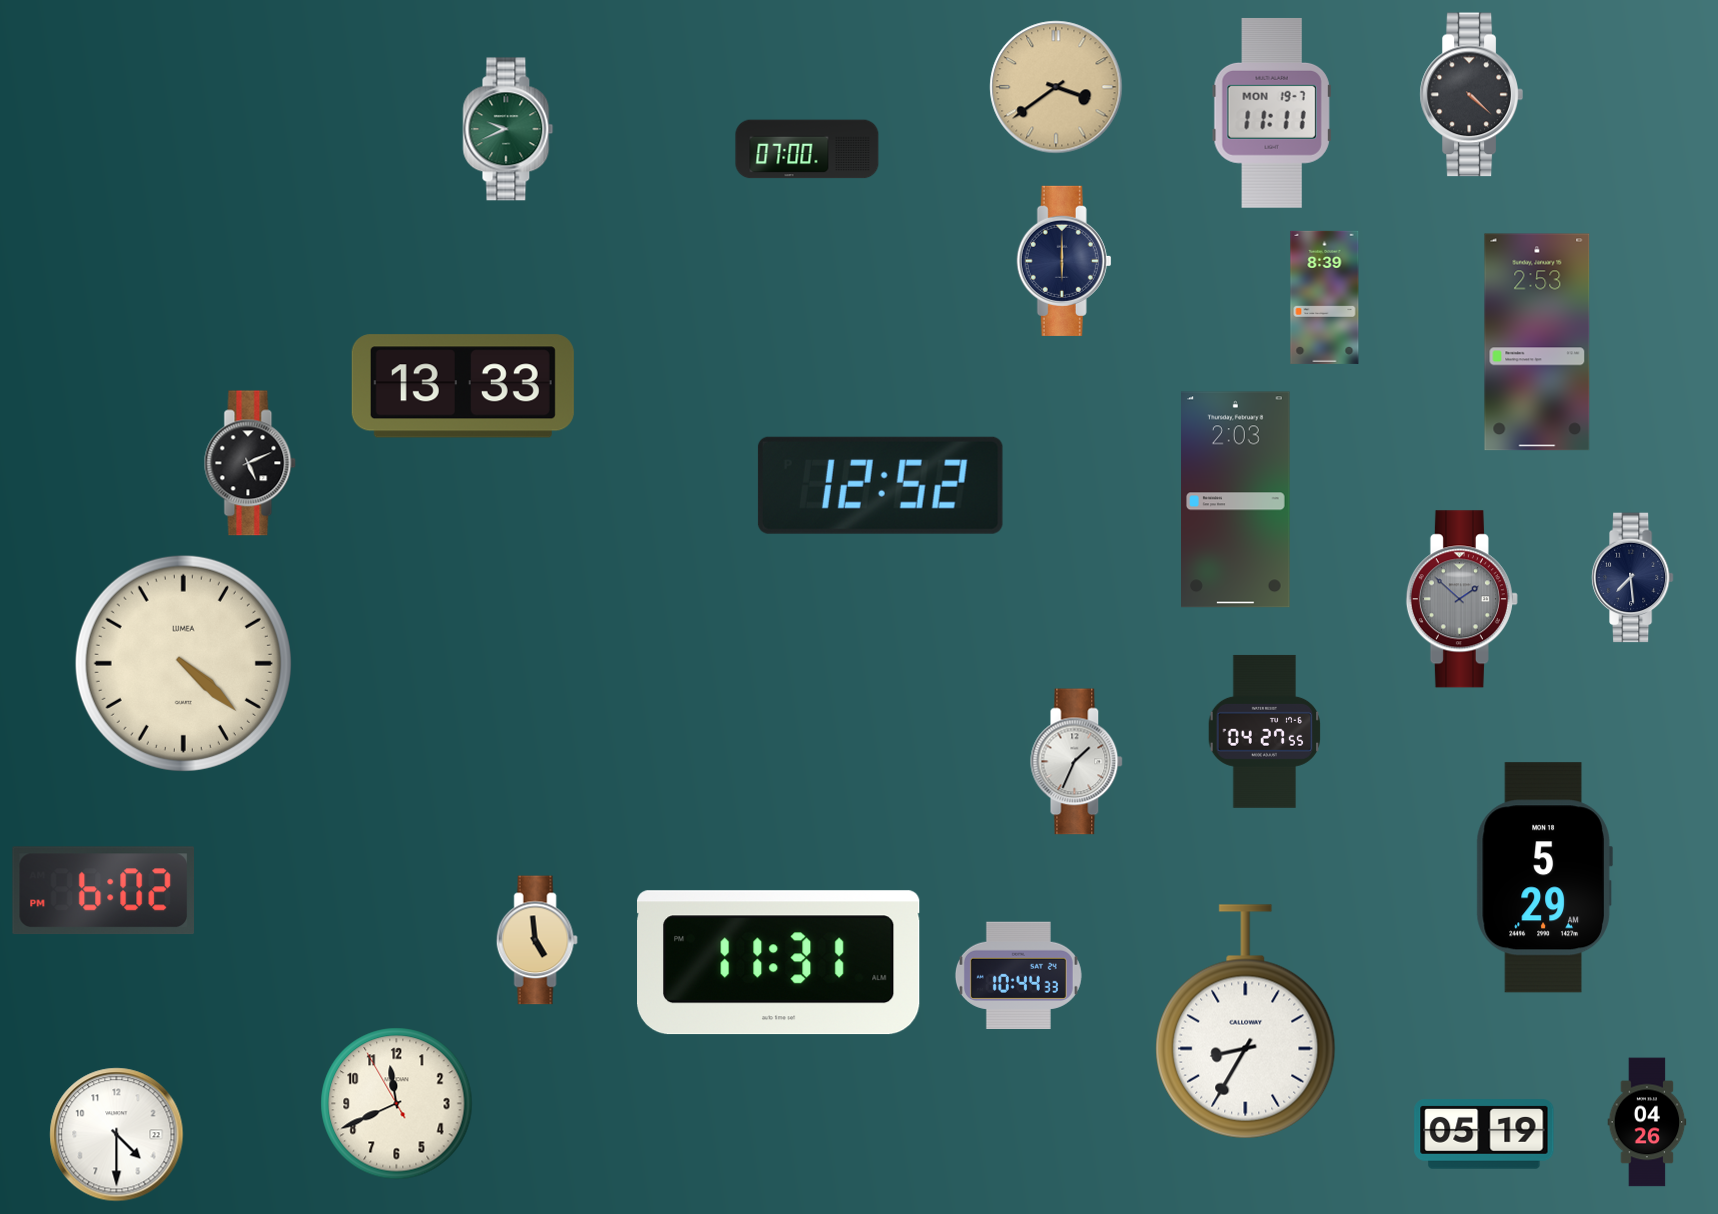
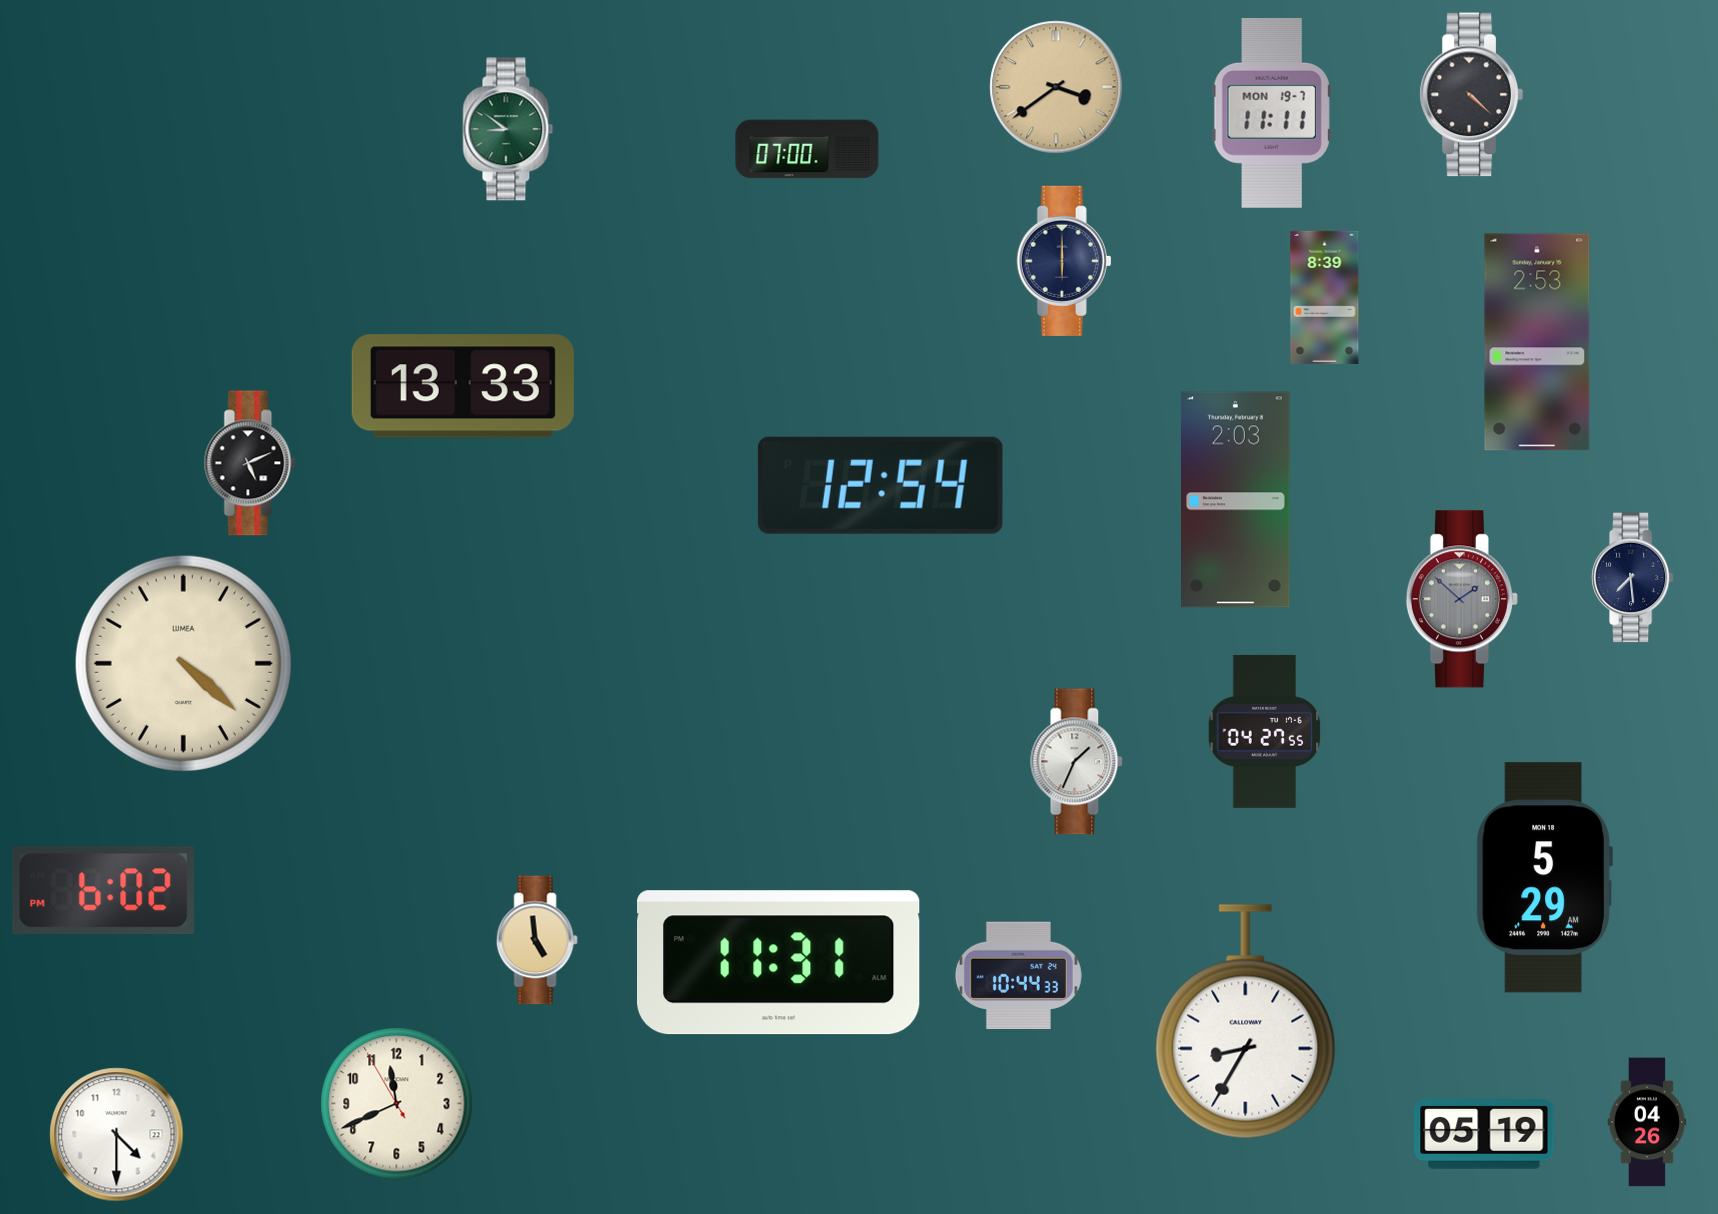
clock at (508, 129): 9:41 -> 8:51
clock at (880, 485): 12:52 -> 12:54
